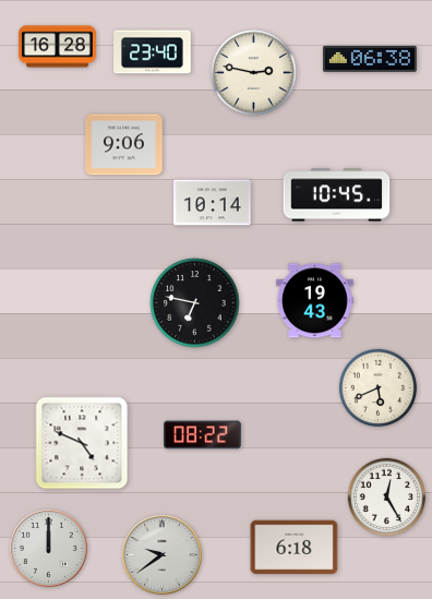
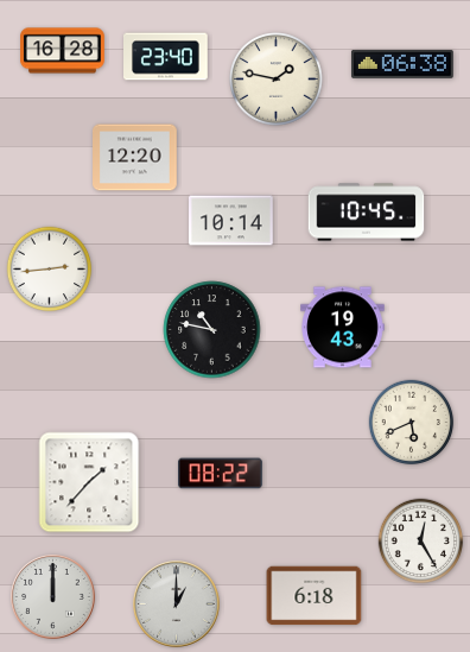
clock at (254, 73): 2:47 -> 1:47
clock at (124, 145): 9:06 -> 12:20
clock at (50, 270): none -> 2:44
clock at (195, 303): 6:47 -> 10:47
clock at (82, 443): 4:49 -> 1:37
clock at (295, 548) position: (295, 548) -> (315, 596)
clock at (163, 555): 9:39 -> 1:00
